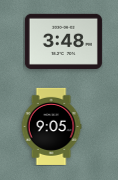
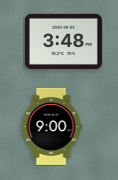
clock at (51, 126): 9:05 -> 9:00
